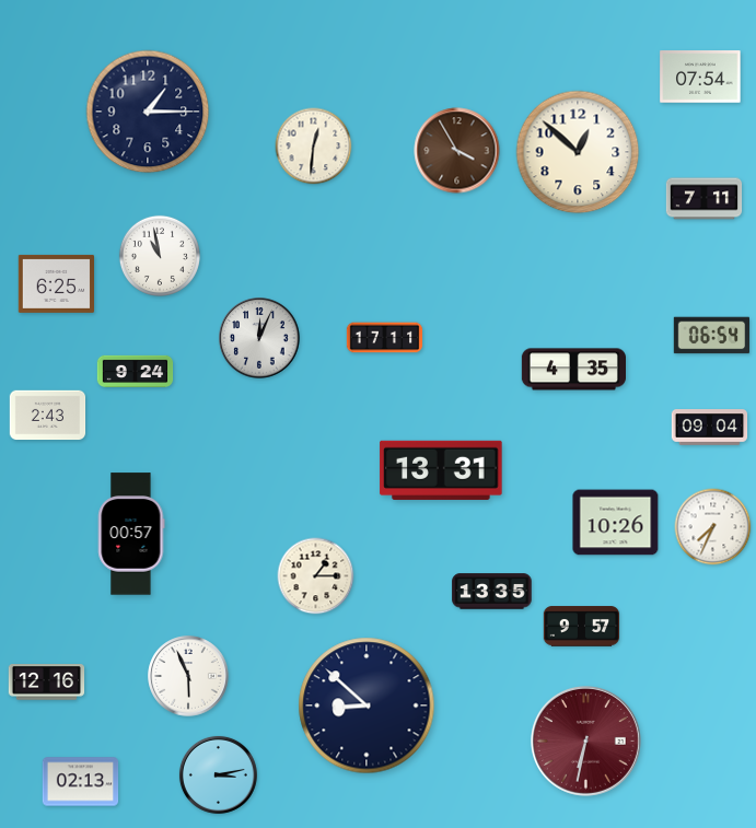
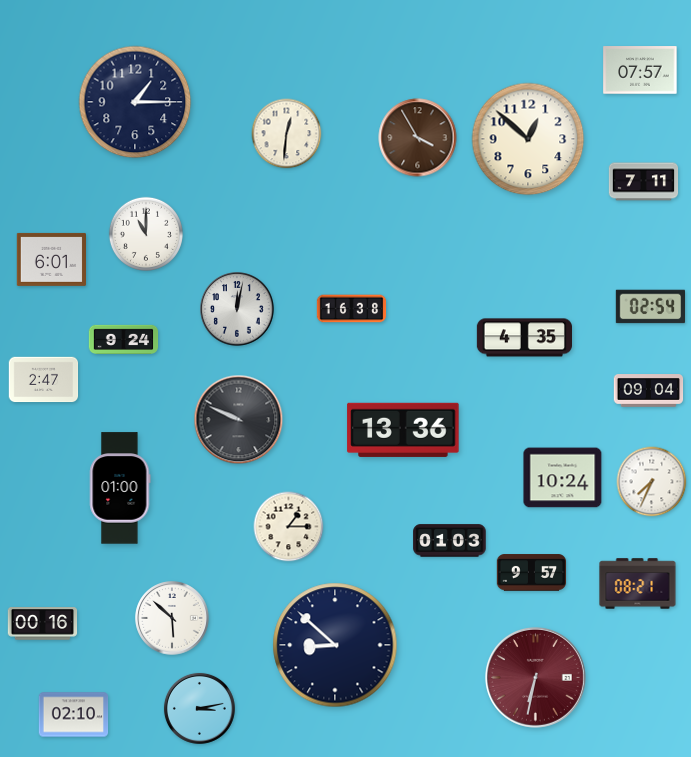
clock at (700, 77): 07:54 -> 07:57
clock at (160, 256): 10:58 -> 11:00
clock at (57, 283): 6:25 -> 6:01
clock at (712, 336): 06:54 -> 02:54
clock at (259, 338): 12:04 -> 12:02
clock at (385, 338): 17:11 -> 16:38
clock at (48, 416): 2:43 -> 2:47
clock at (239, 420): none -> 9:49
clock at (441, 470): 13:31 -> 13:36
clock at (616, 523): 10:26 -> 10:24
clock at (131, 534): 00:57 -> 01:00
clock at (492, 592): 13:35 -> 01:03
clock at (638, 584): none -> 08:21
clock at (188, 676): 5:56 -> 5:52
clock at (47, 683): 12:16 -> 00:16
clock at (81, 782): 02:13 -> 02:10
